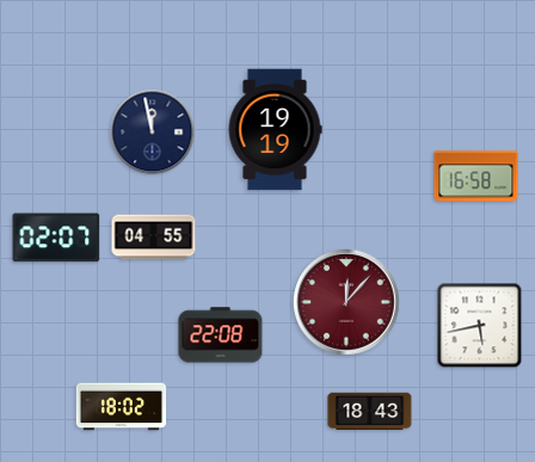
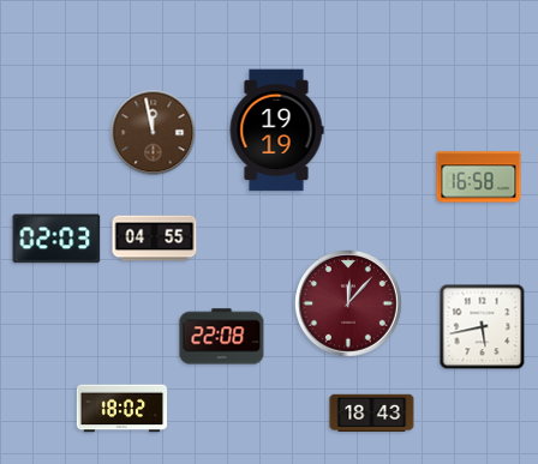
clock at (153, 133) dial: navy -> brown
clock at (56, 238): 02:07 -> 02:03
